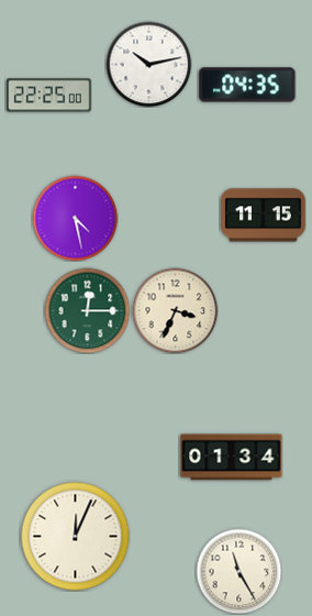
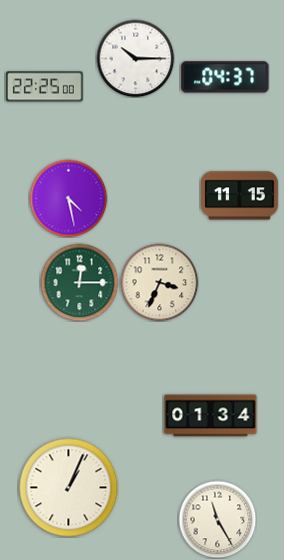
clock at (148, 64): 10:13 -> 10:15
clock at (247, 85): 04:35 -> 04:37
clock at (76, 537): 12:04 -> 1:04
